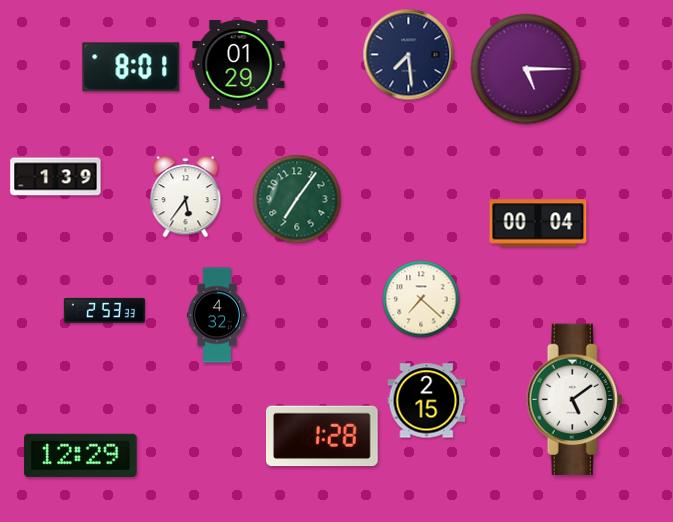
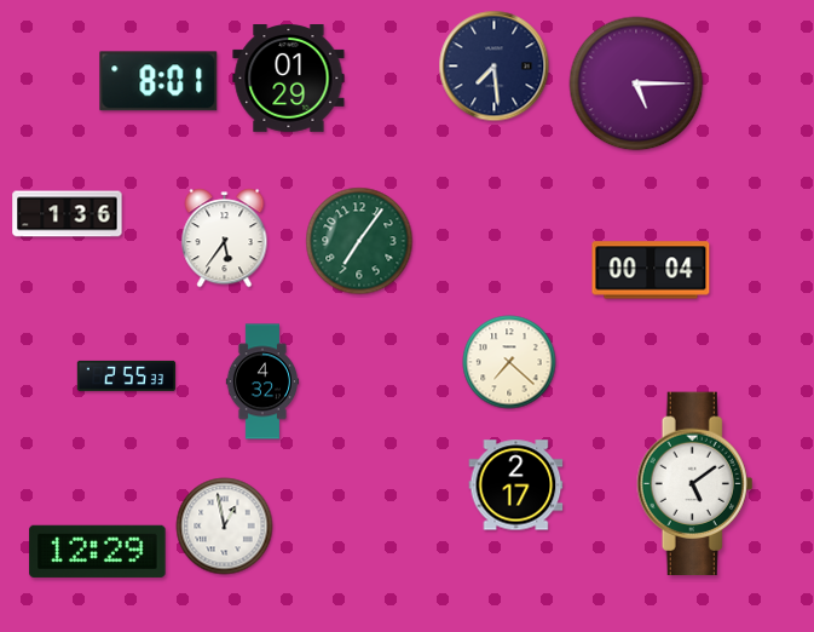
clock at (56, 177): 1:39 -> 1:36
clock at (105, 310): 2:53 -> 2:55
clock at (427, 401): 2:15 -> 2:17
clock at (225, 527): none -> 12:58
clock at (322, 436): 1:28 -> none
